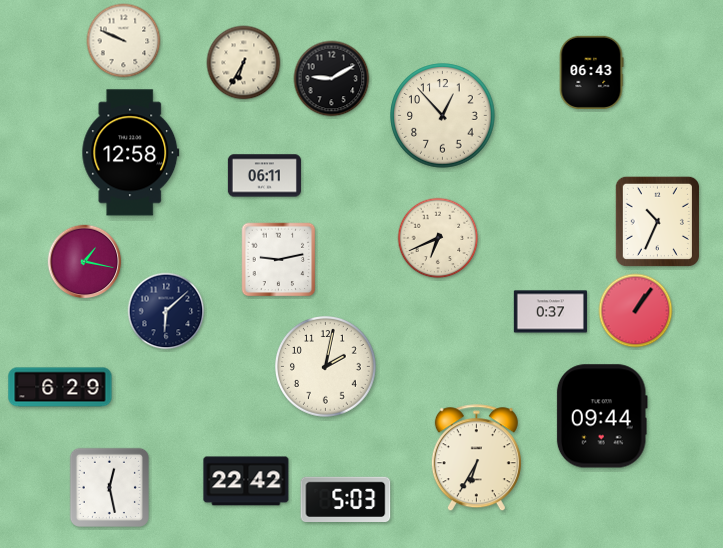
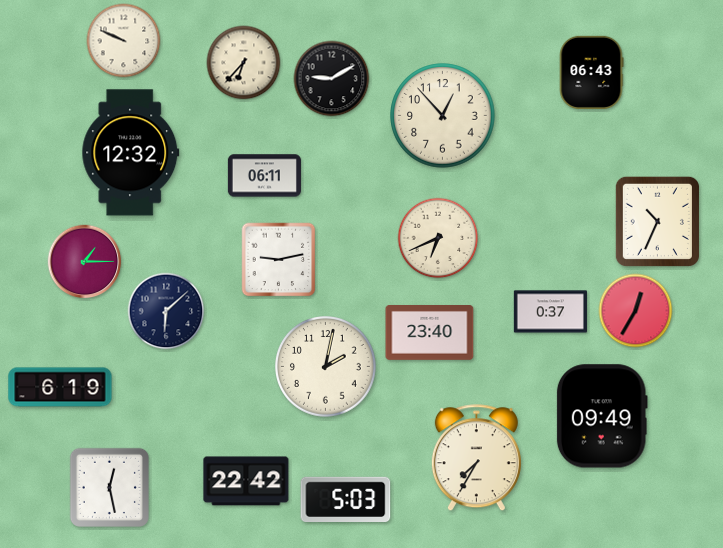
clock at (244, 63): 6:35 -> 6:37
clock at (131, 153): 12:58 -> 12:32
clock at (85, 262): 1:17 -> 1:15
clock at (636, 311): 1:06 -> 12:35
clock at (430, 333): none -> 23:40
clock at (60, 387): 6:29 -> 6:19
clock at (602, 416): 09:44 -> 09:49
clock at (476, 458): 6:35 -> 7:35
